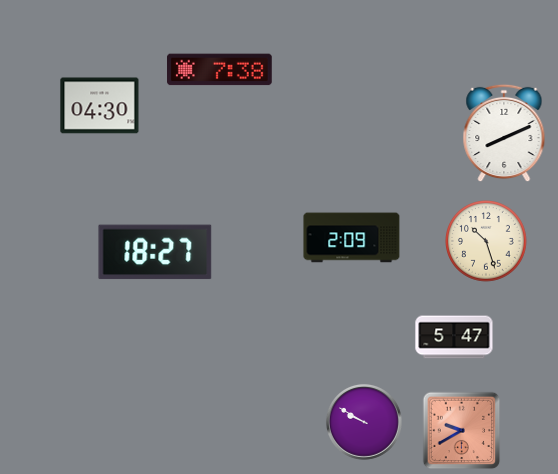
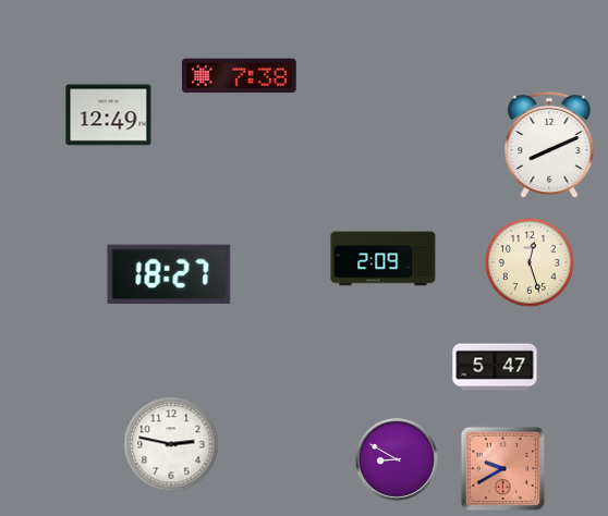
clock at (100, 106): 04:30 -> 12:49
clock at (487, 242): 10:27 -> 12:27
clock at (171, 444): none -> 2:47
clock at (364, 422): 9:50 -> 8:50
